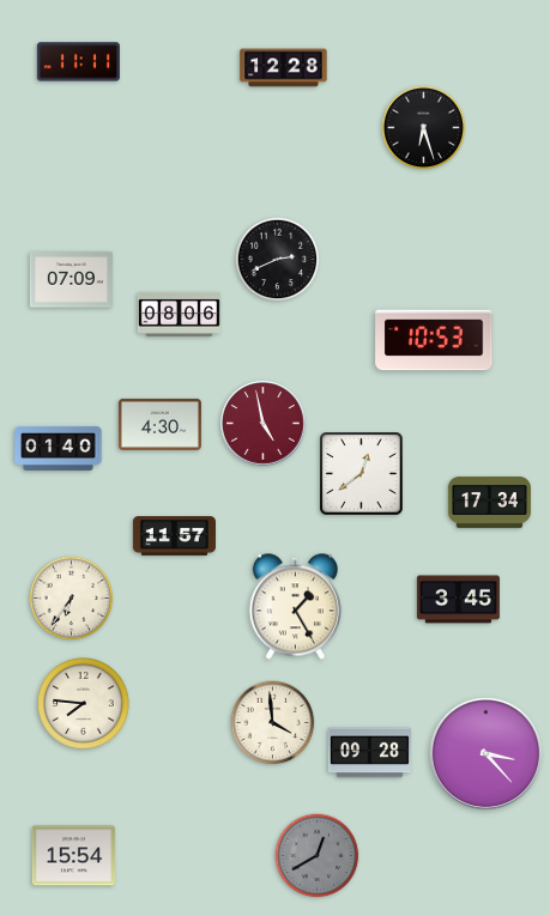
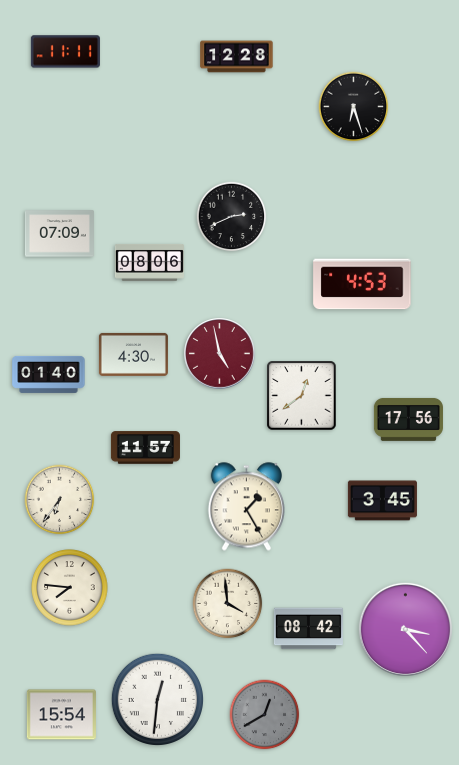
clock at (434, 340): 10:53 -> 4:53
clock at (489, 502): 17:34 -> 17:56
clock at (369, 753): 09:28 -> 08:42
clock at (157, 699): none -> 12:31
